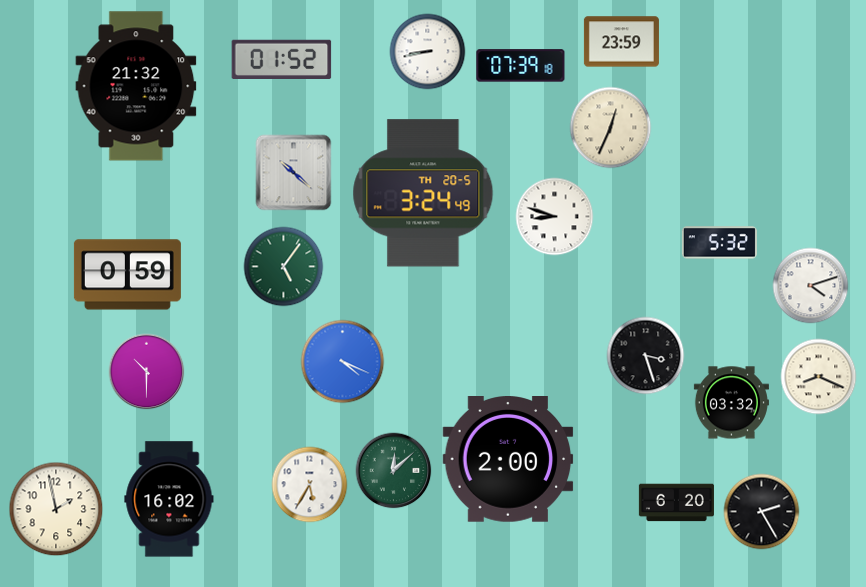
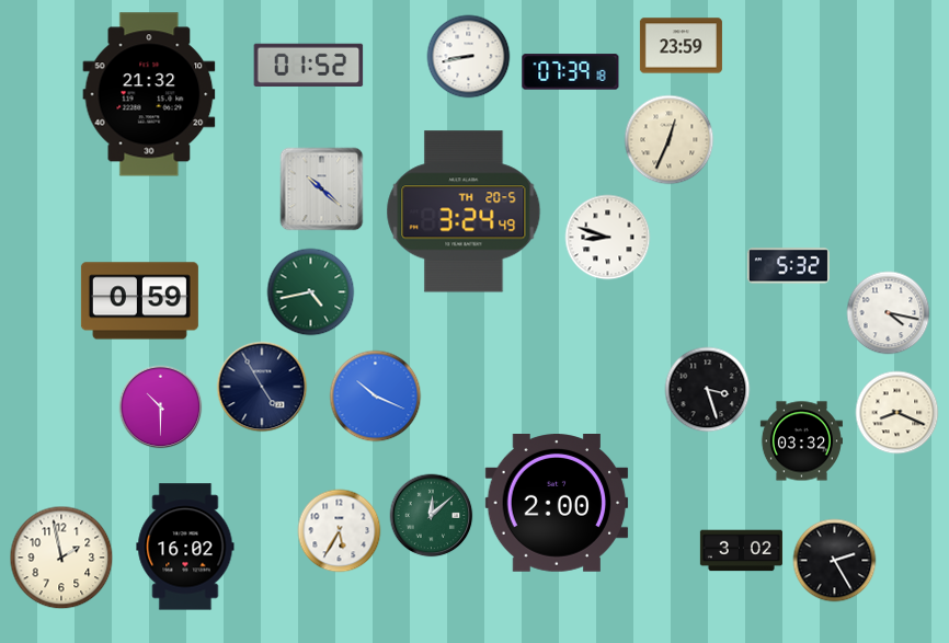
clock at (284, 267): 5:06 -> 4:43
clock at (811, 286): 4:12 -> 4:17
clock at (262, 387): none -> 4:55
clock at (343, 362): 4:19 -> 10:19
clock at (676, 503): 6:20 -> 3:02
